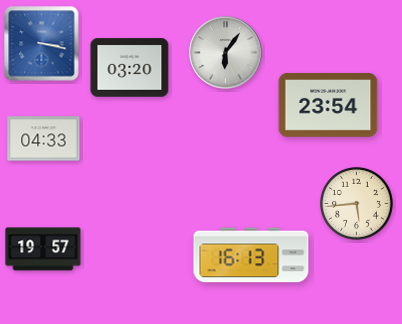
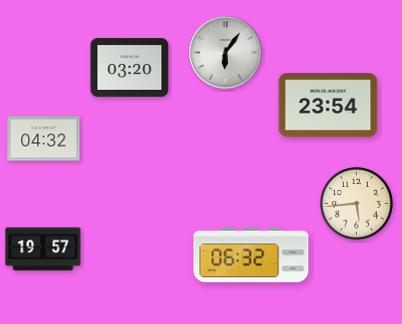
clock at (42, 44): 3:17 -> none
clock at (44, 139): 04:33 -> 04:32
clock at (251, 255): 16:13 -> 06:32
